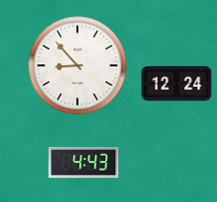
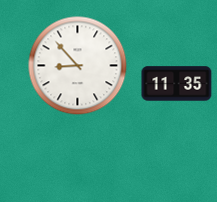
clock at (177, 84): 12:24 -> 11:35
clock at (84, 162): 4:43 -> none
